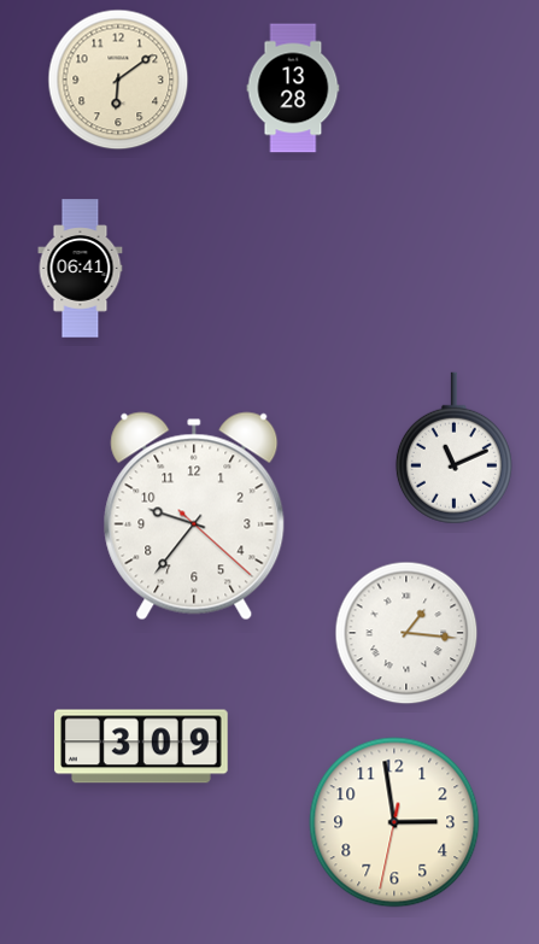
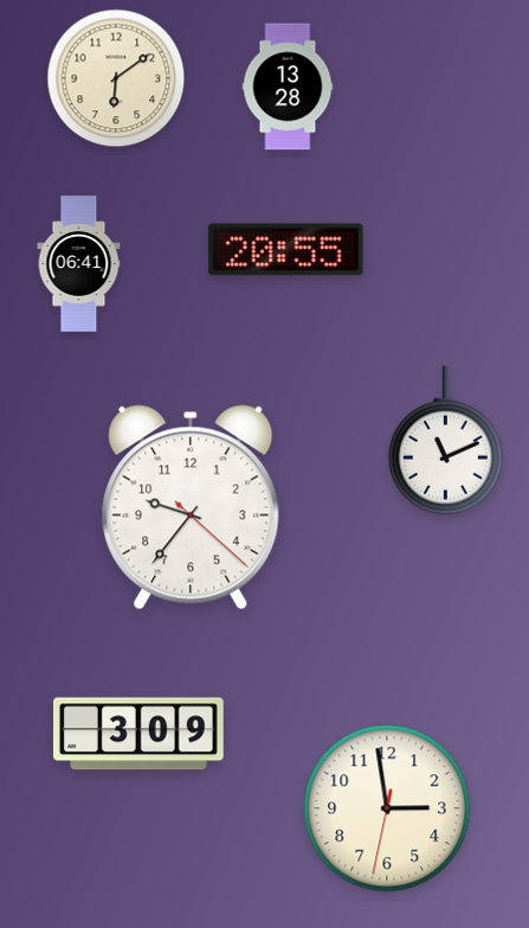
clock at (286, 250): none -> 20:55
clock at (406, 633): 1:16 -> none
